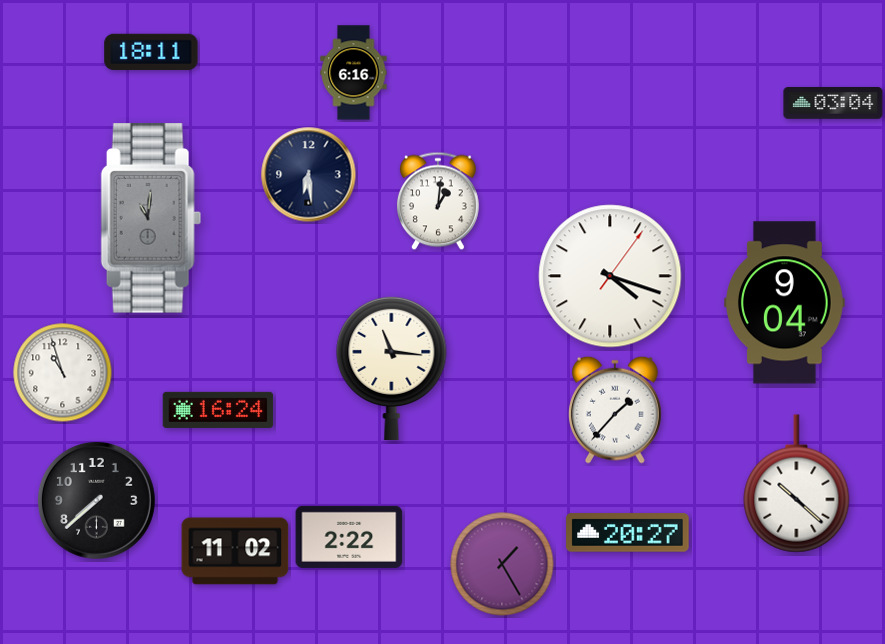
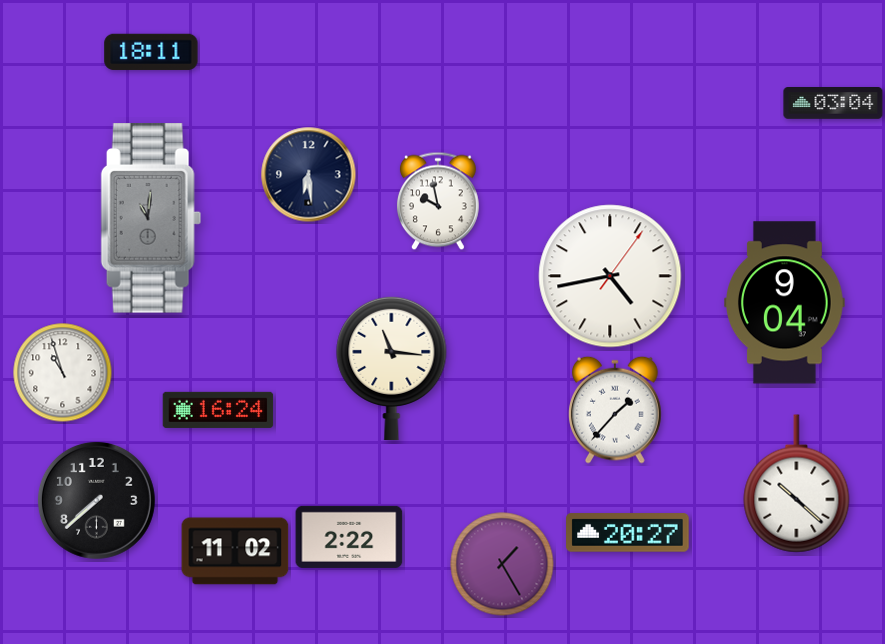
clock at (354, 73): 6:16 -> none
clock at (438, 201): 1:01 -> 9:58
clock at (610, 276): 4:18 -> 4:43
